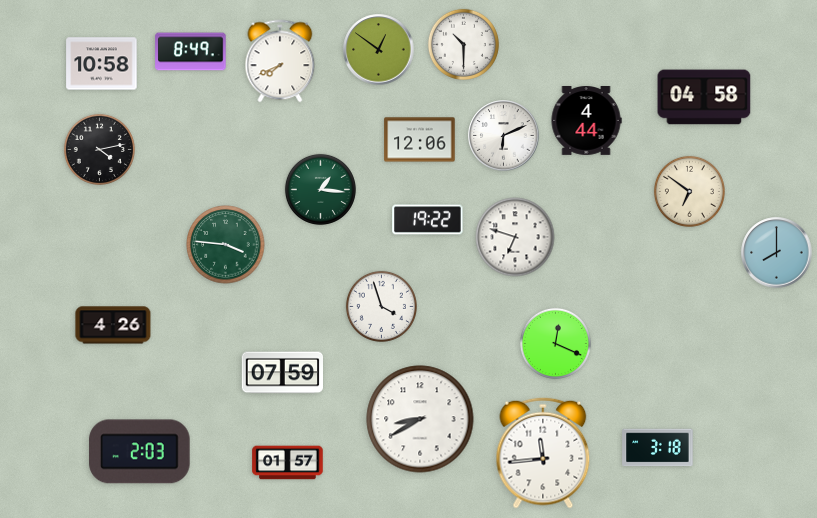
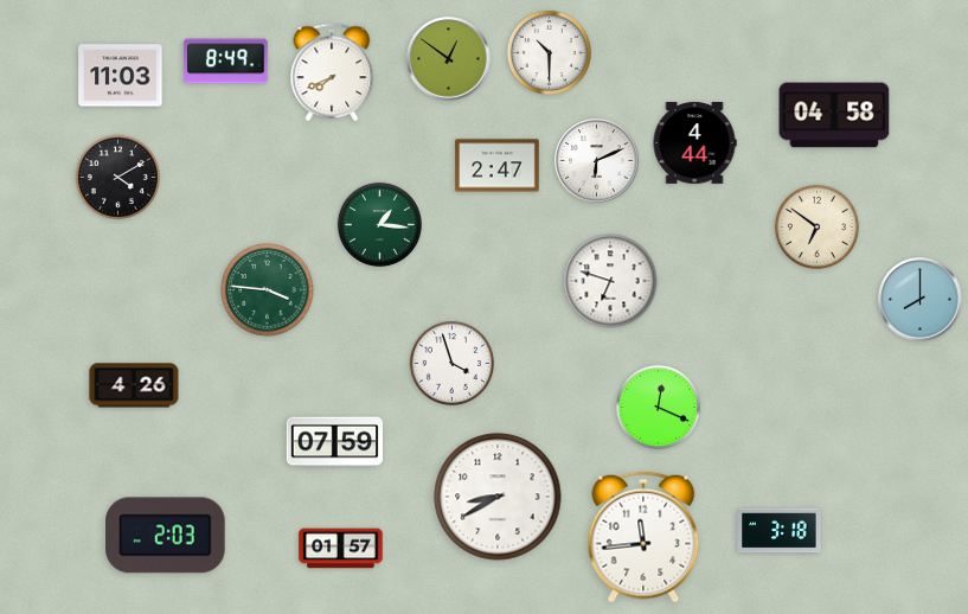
clock at (102, 64): 10:58 -> 11:03
clock at (420, 140): 12:06 -> 2:47
clock at (99, 149): 4:13 -> 4:10
clock at (428, 220): 19:22 -> none
